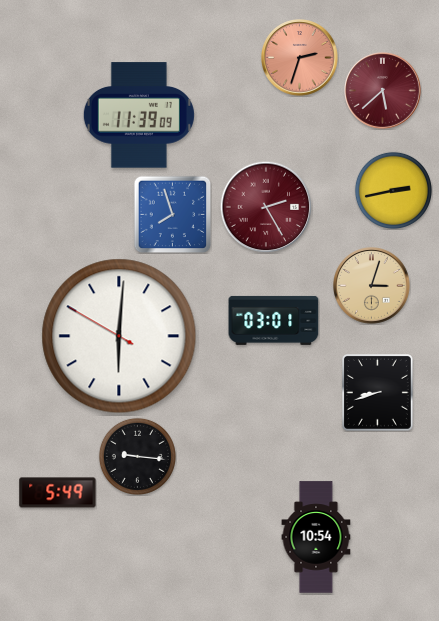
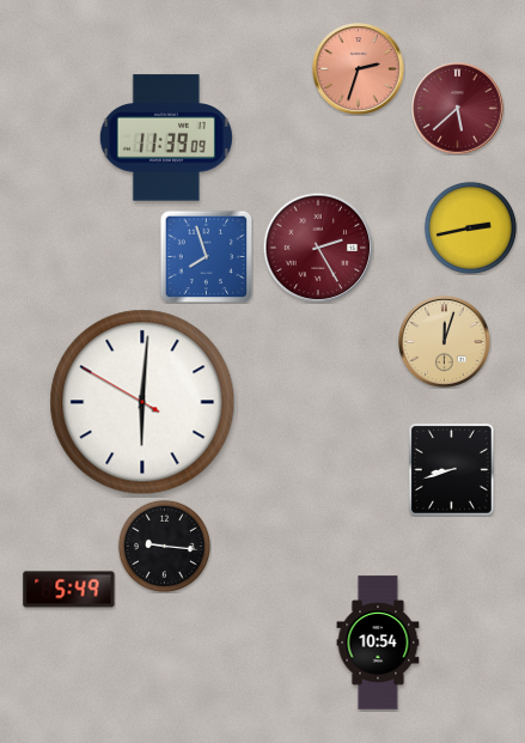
clock at (372, 286): 3:03 -> 12:03
clock at (274, 320): 03:01 -> none
